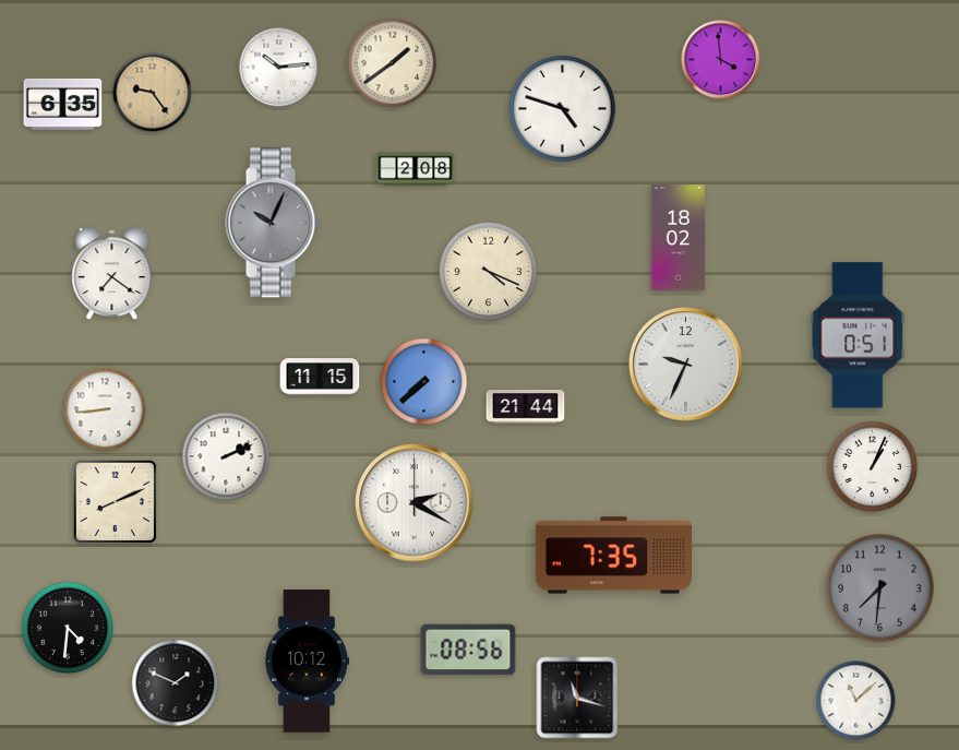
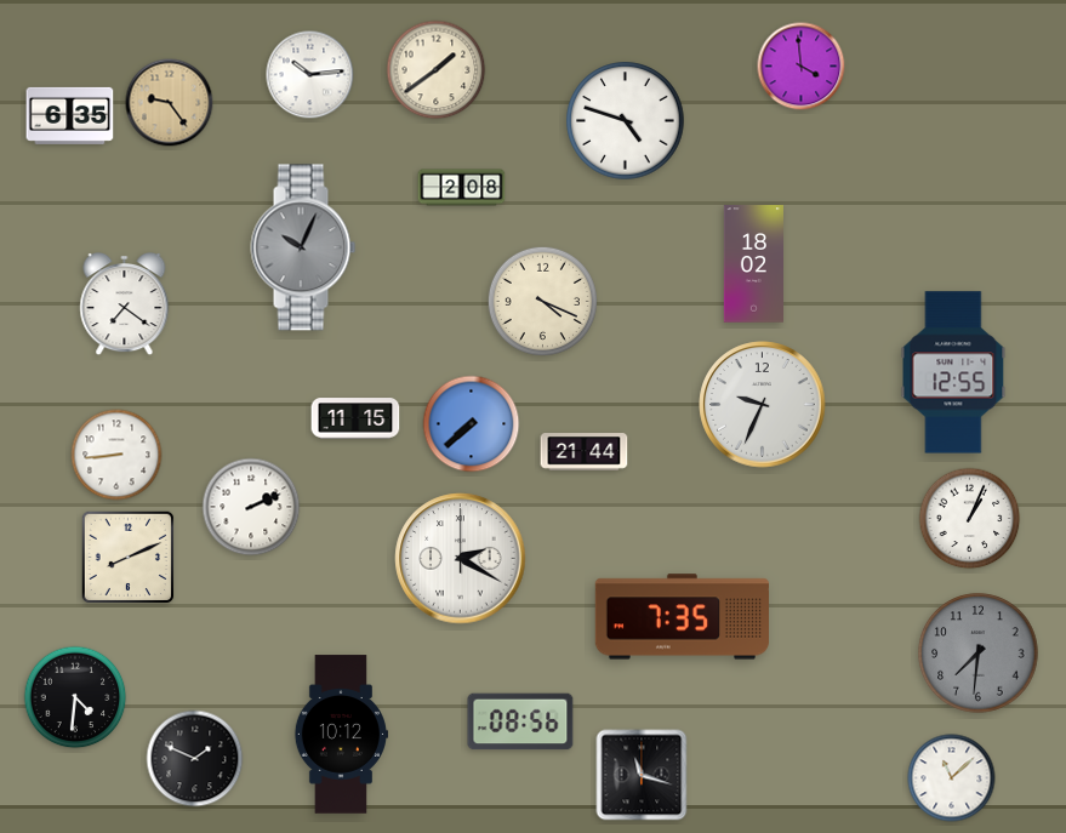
clock at (858, 335): 0:51 -> 12:55
